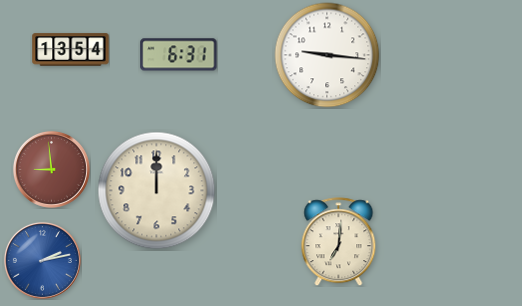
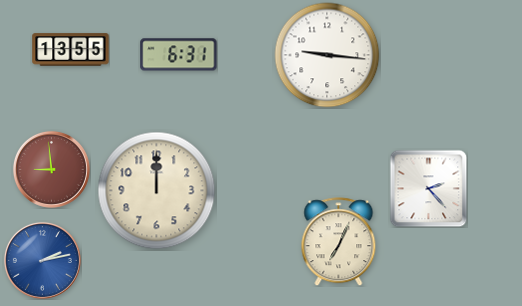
clock at (71, 50): 13:54 -> 13:55
clock at (428, 188): none -> 2:23
clock at (339, 242): 7:01 -> 7:04
